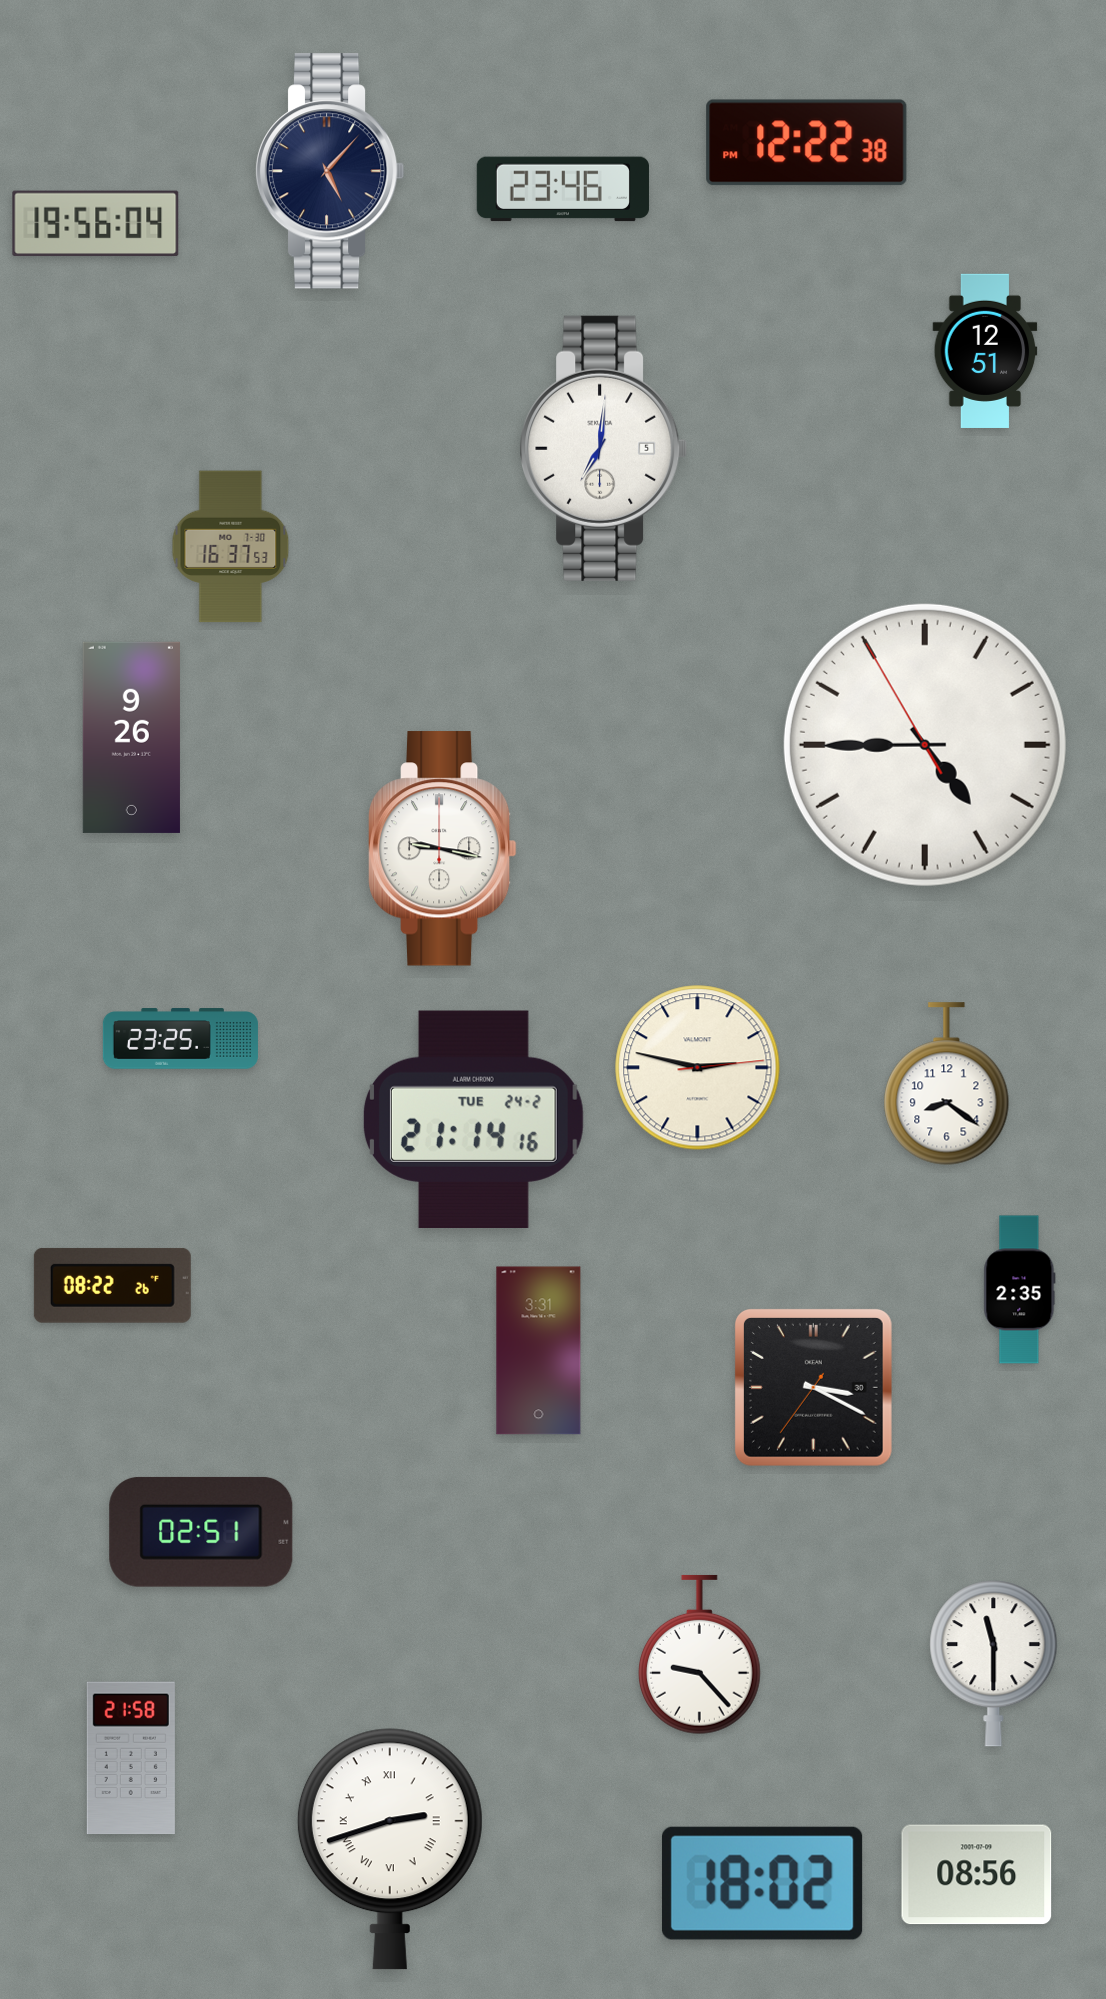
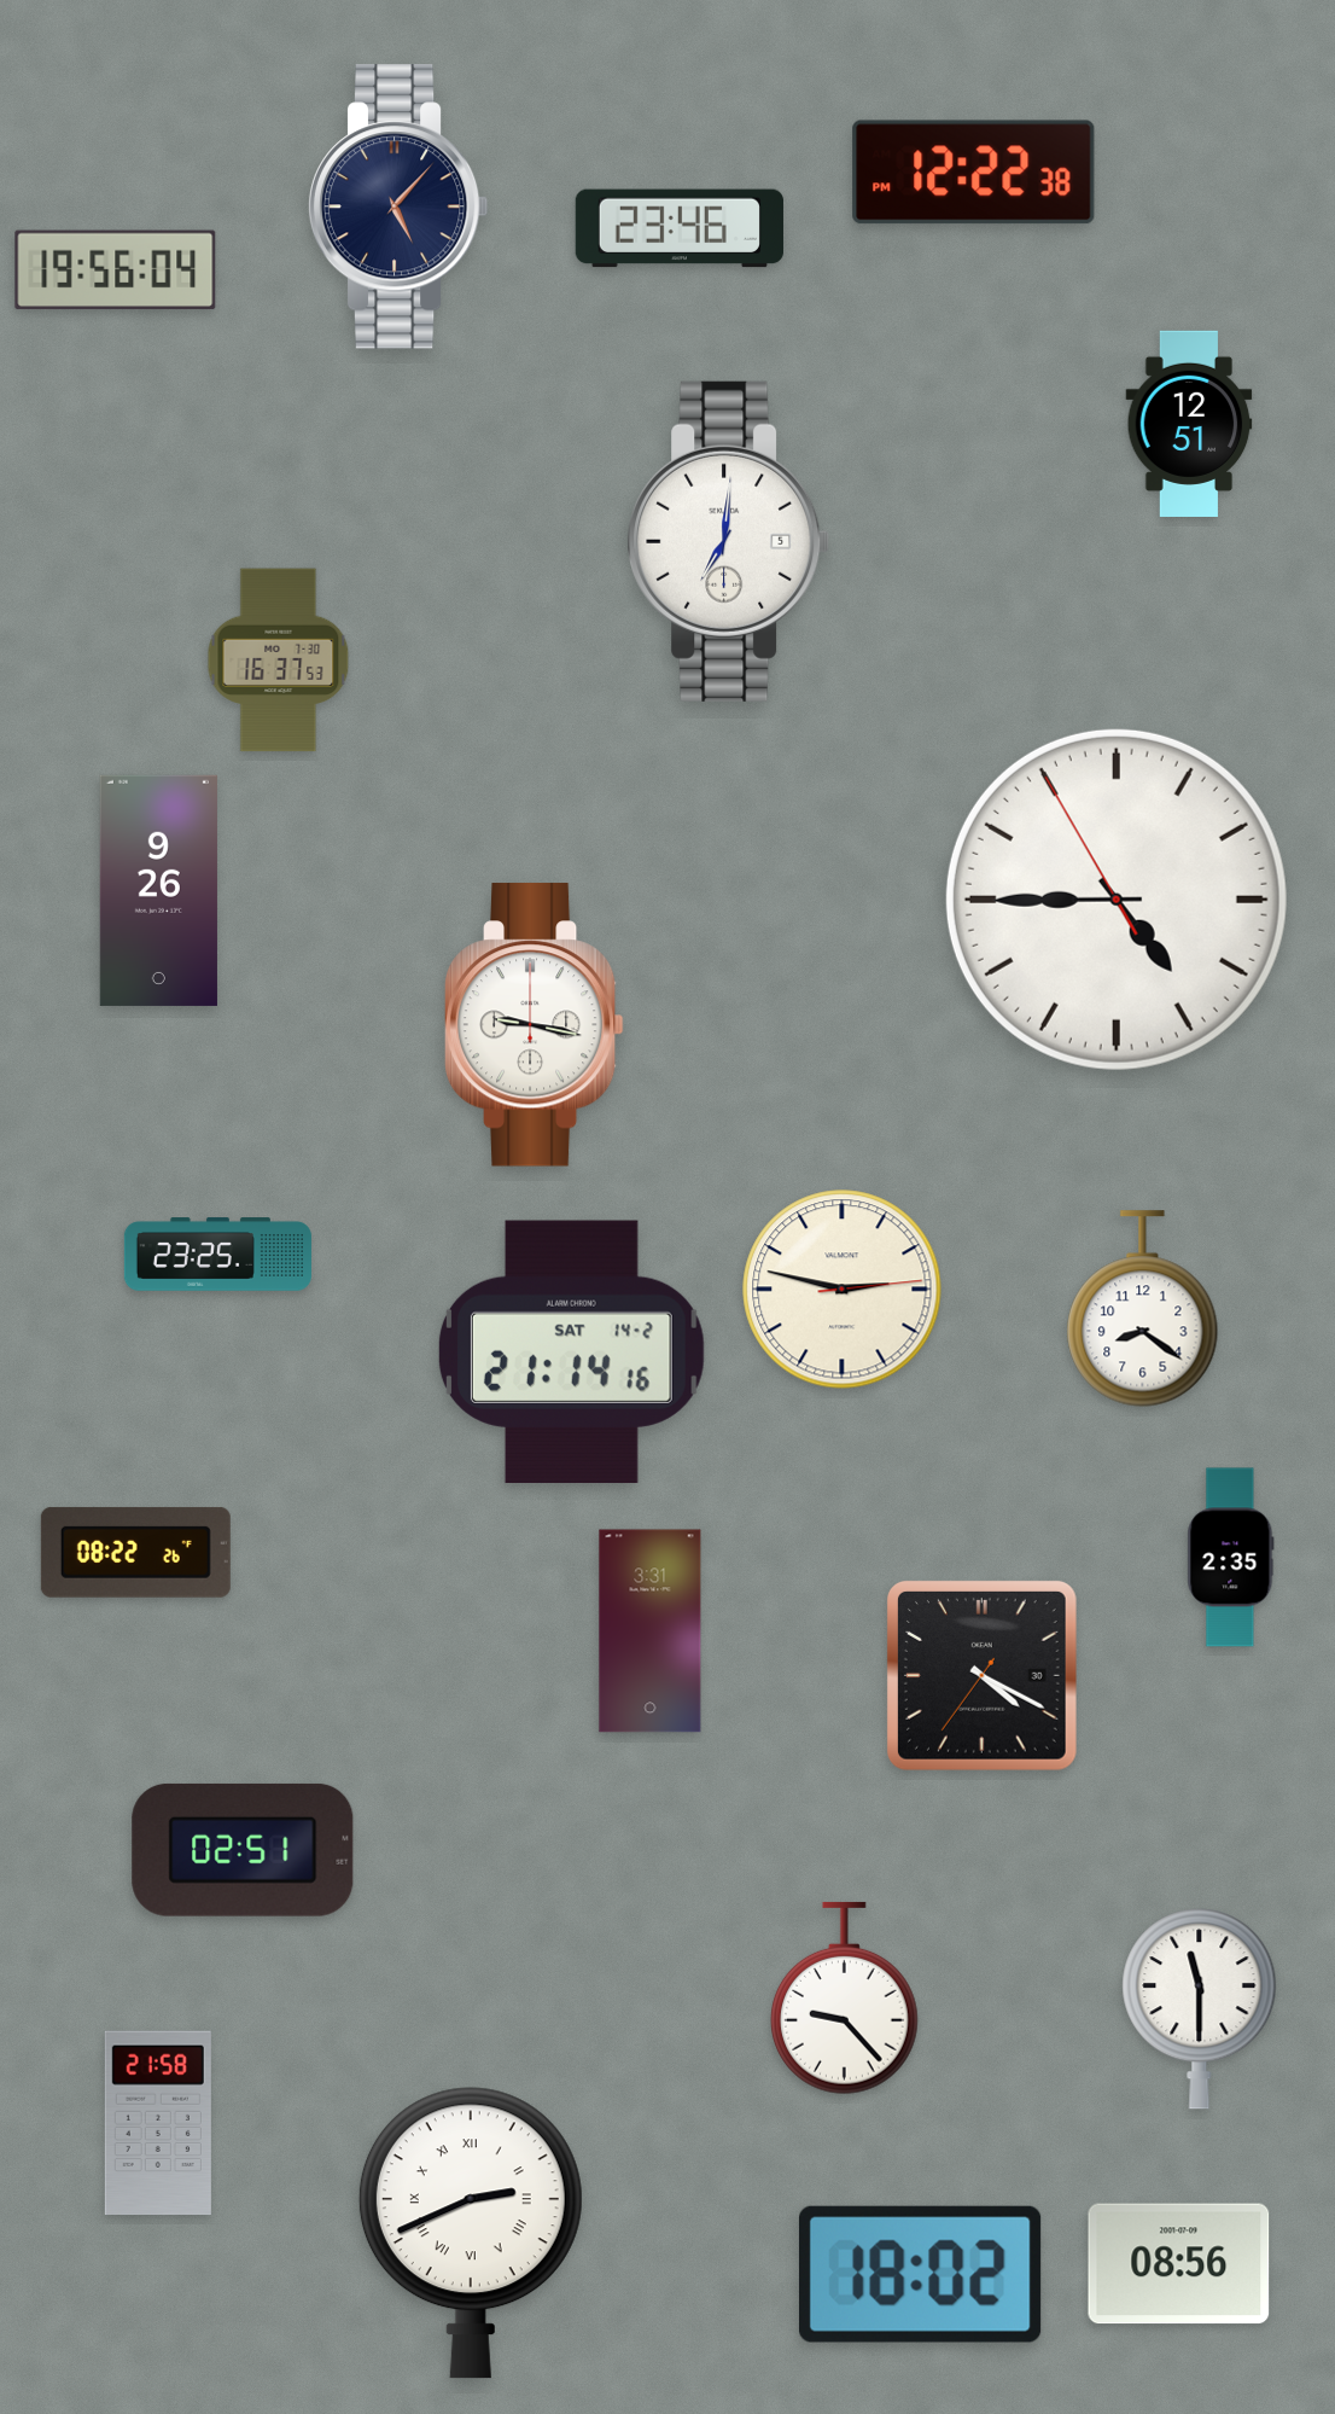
clock at (473, 1119) date: TUE 24-2 -> SAT 14-2
clock at (813, 1387): 3:19 -> 4:19
clock at (390, 1849): 2:42 -> 2:41
